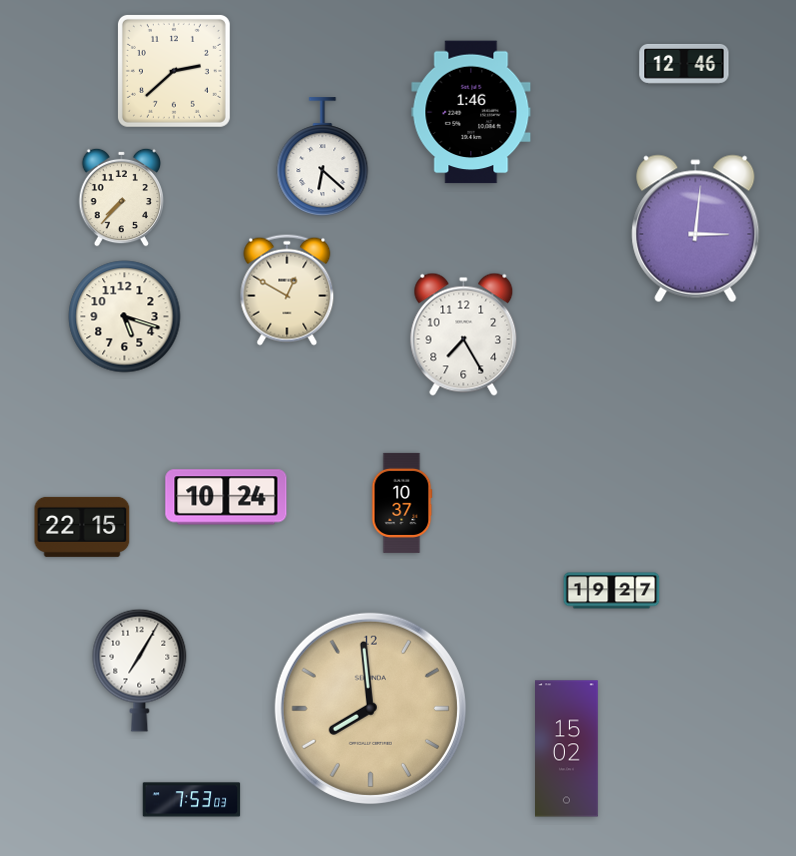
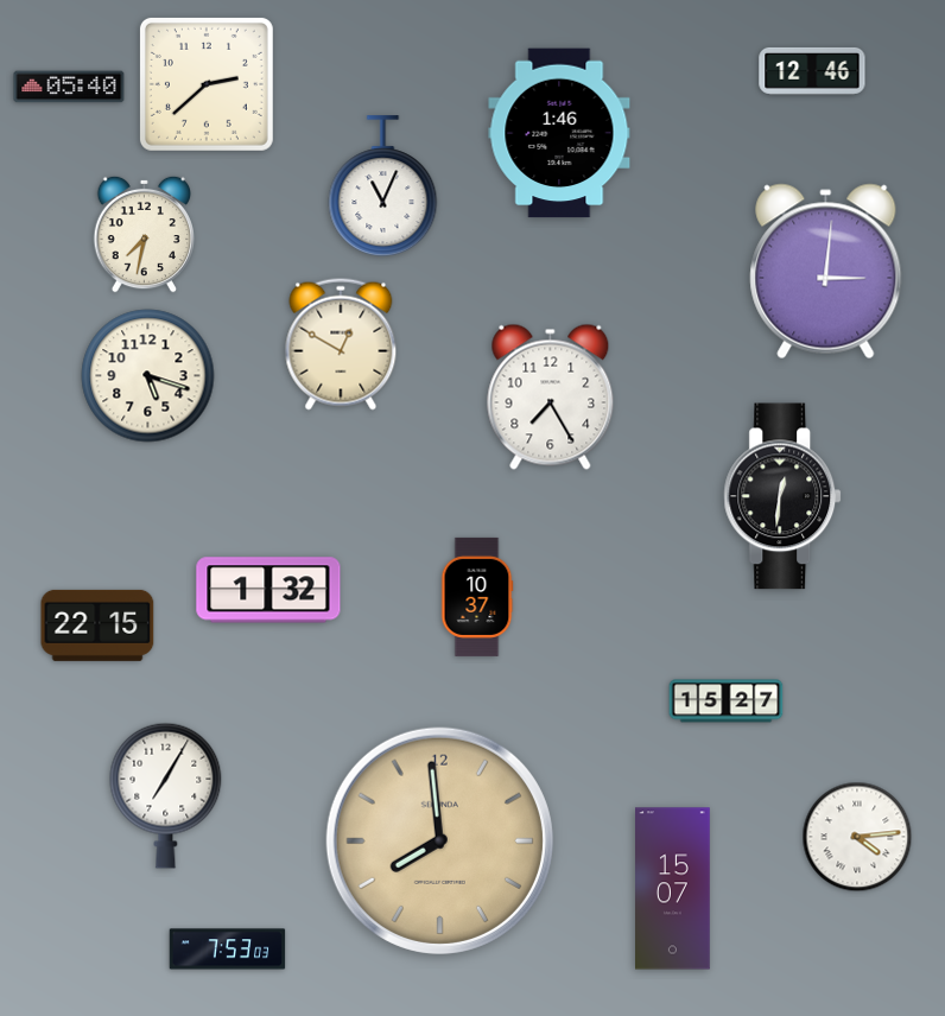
clock at (684, 64) position: (684, 64) -> (812, 71)
clock at (69, 87): none -> 05:40
clock at (323, 157): 6:22 -> 11:04
clock at (122, 197): 7:37 -> 7:32
clock at (784, 496): none -> 12:31
clock at (226, 497): 10:24 -> 1:32
clock at (612, 591): 19:27 -> 15:27
clock at (857, 837): none -> 4:14
clock at (567, 749): 15:02 -> 15:07
